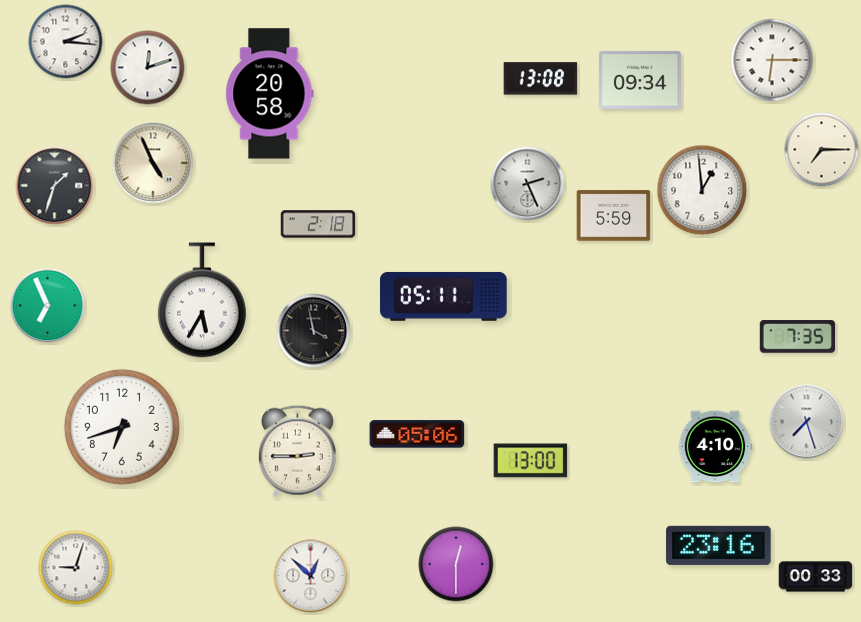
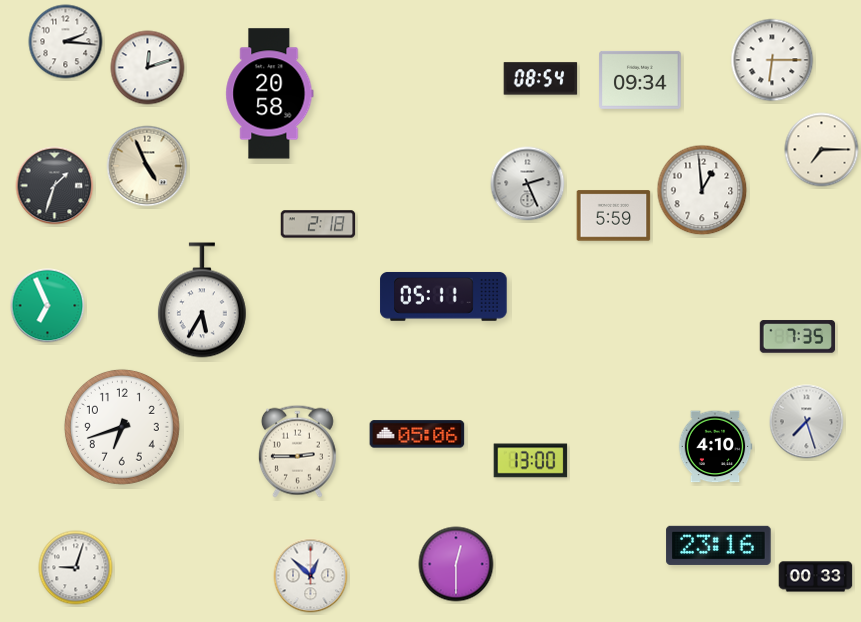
clock at (541, 79): 13:08 -> 08:54
clock at (153, 163) position: (153, 163) -> (147, 166)
clock at (314, 331): 3:58 -> none
